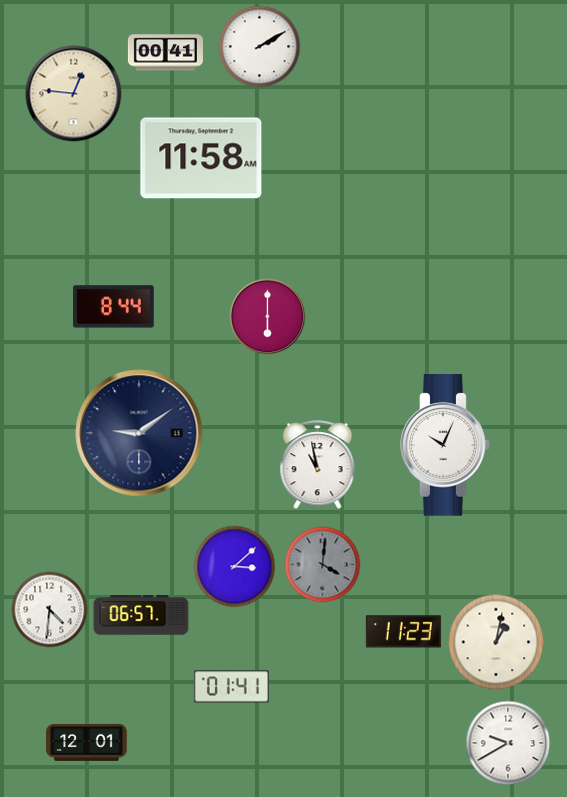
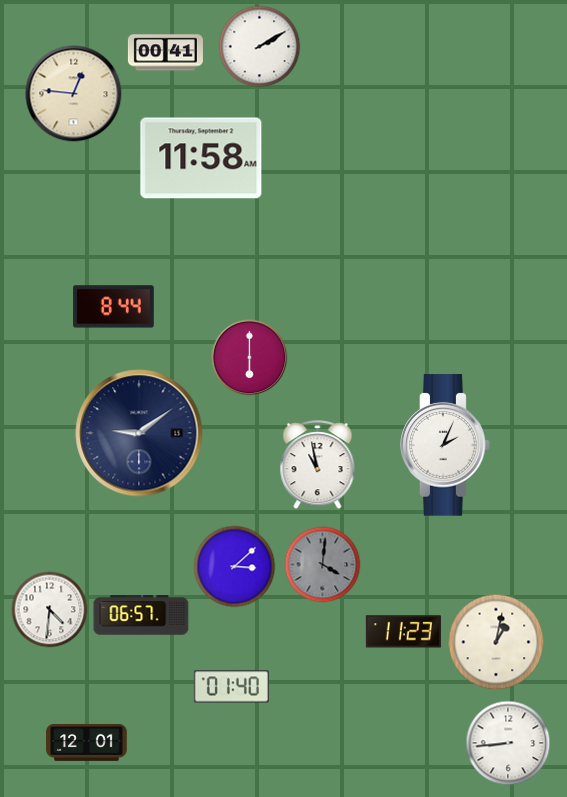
clock at (268, 317) position: (268, 317) -> (250, 358)
clock at (445, 445): 10:04 -> 2:04
clock at (231, 687): 01:41 -> 01:40
clock at (508, 743): 9:40 -> 8:44
